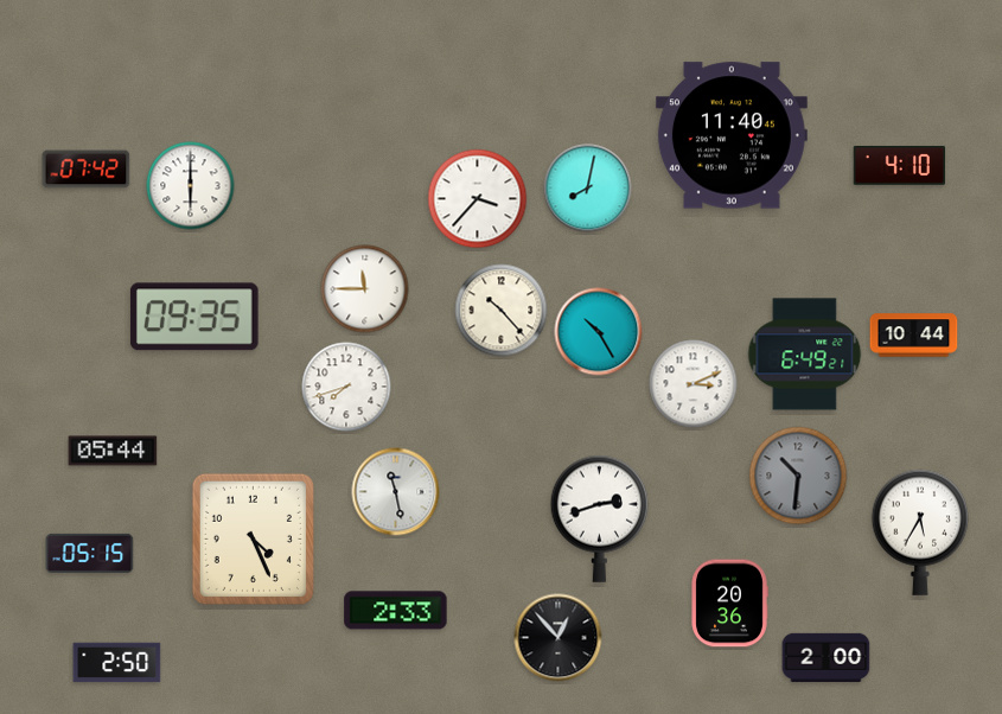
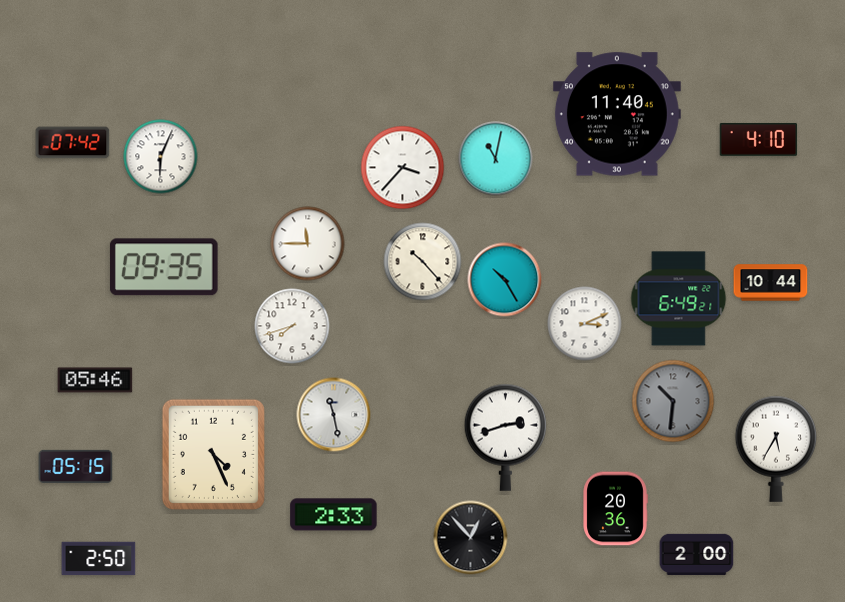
clock at (191, 186): 6:00 -> 6:04
clock at (588, 189): 8:02 -> 11:02
clock at (113, 451): 05:44 -> 05:46
